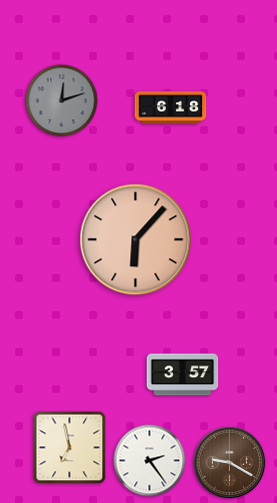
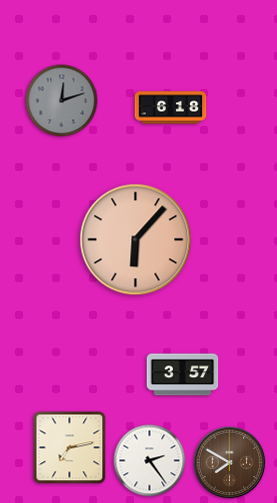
clock at (70, 448): 6:58 -> 7:13
clock at (230, 463): 9:20 -> 7:50
